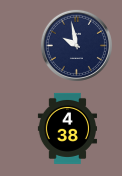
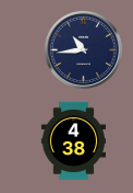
clock at (76, 45): 9:58 -> 10:44
